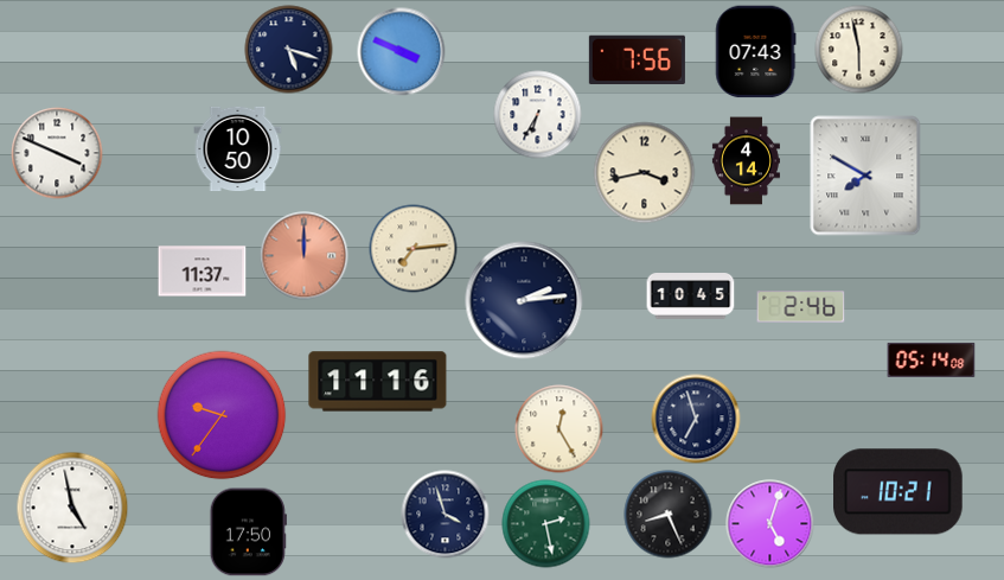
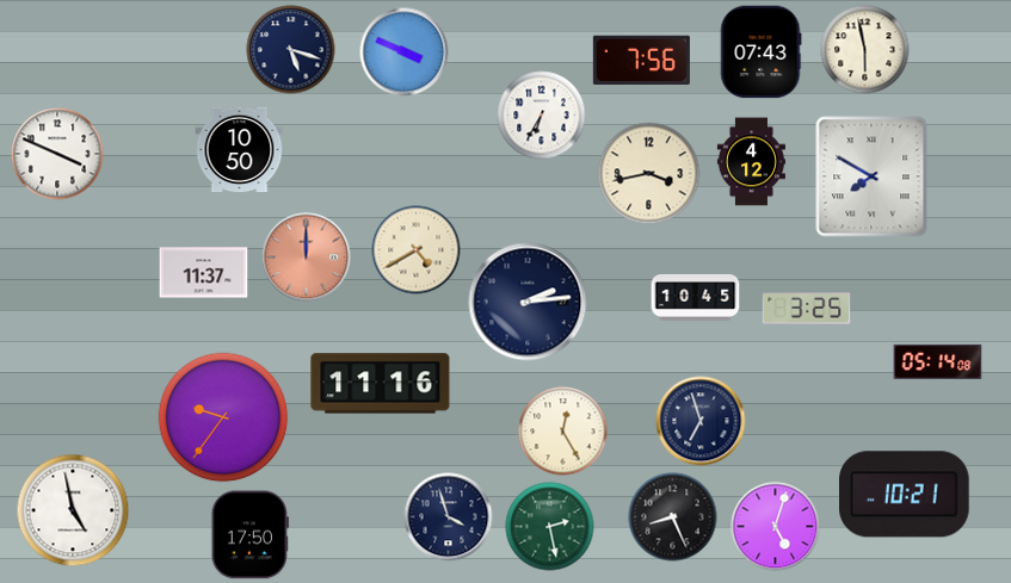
clock at (746, 161): 4:14 -> 4:12
clock at (414, 249): 7:14 -> 4:40
clock at (801, 307): 2:46 -> 3:25
